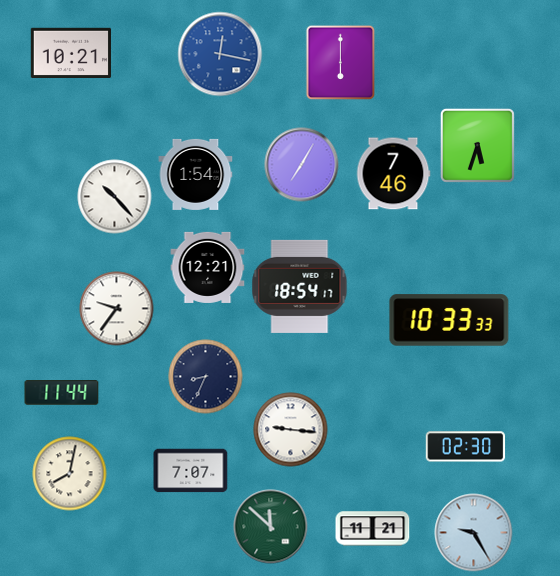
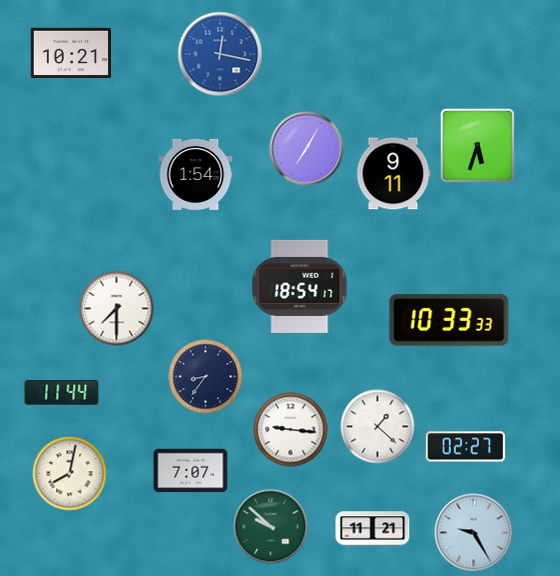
clock at (341, 63): 6:00 -> none
clock at (302, 165) position: (302, 165) -> (307, 149)
clock at (393, 174): 7:46 -> 9:11
clock at (115, 197): 10:23 -> none
clock at (208, 267): 12:21 -> none
clock at (117, 309): 9:36 -> 7:30
clock at (206, 377): 8:34 -> 8:36
clock at (378, 427): none -> 1:22
clock at (466, 447): 02:30 -> 02:27
clock at (271, 527): 11:52 -> 9:52
